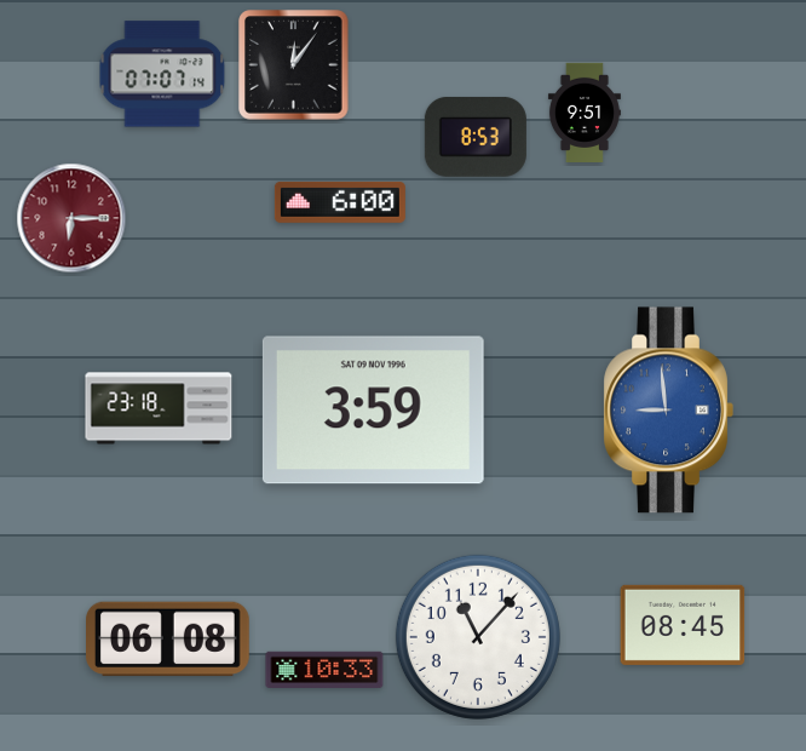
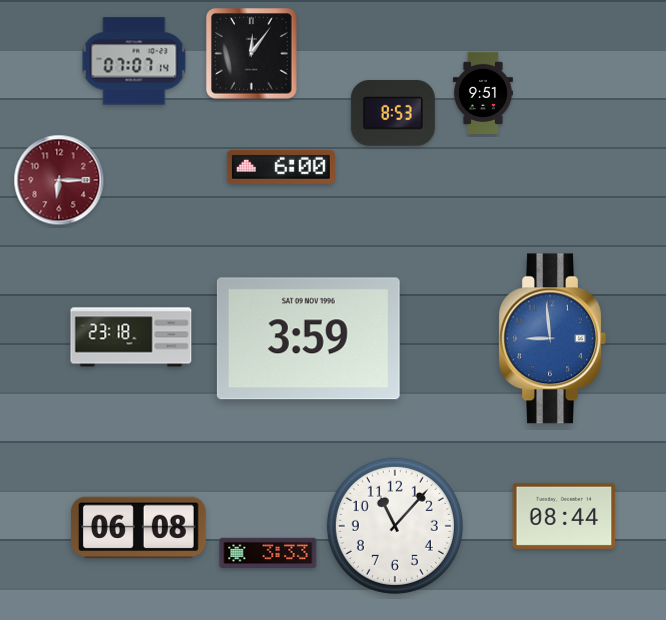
clock at (294, 65) position: (294, 65) -> (252, 54)
clock at (683, 625): 08:45 -> 08:44
clock at (324, 669): 10:33 -> 3:33
